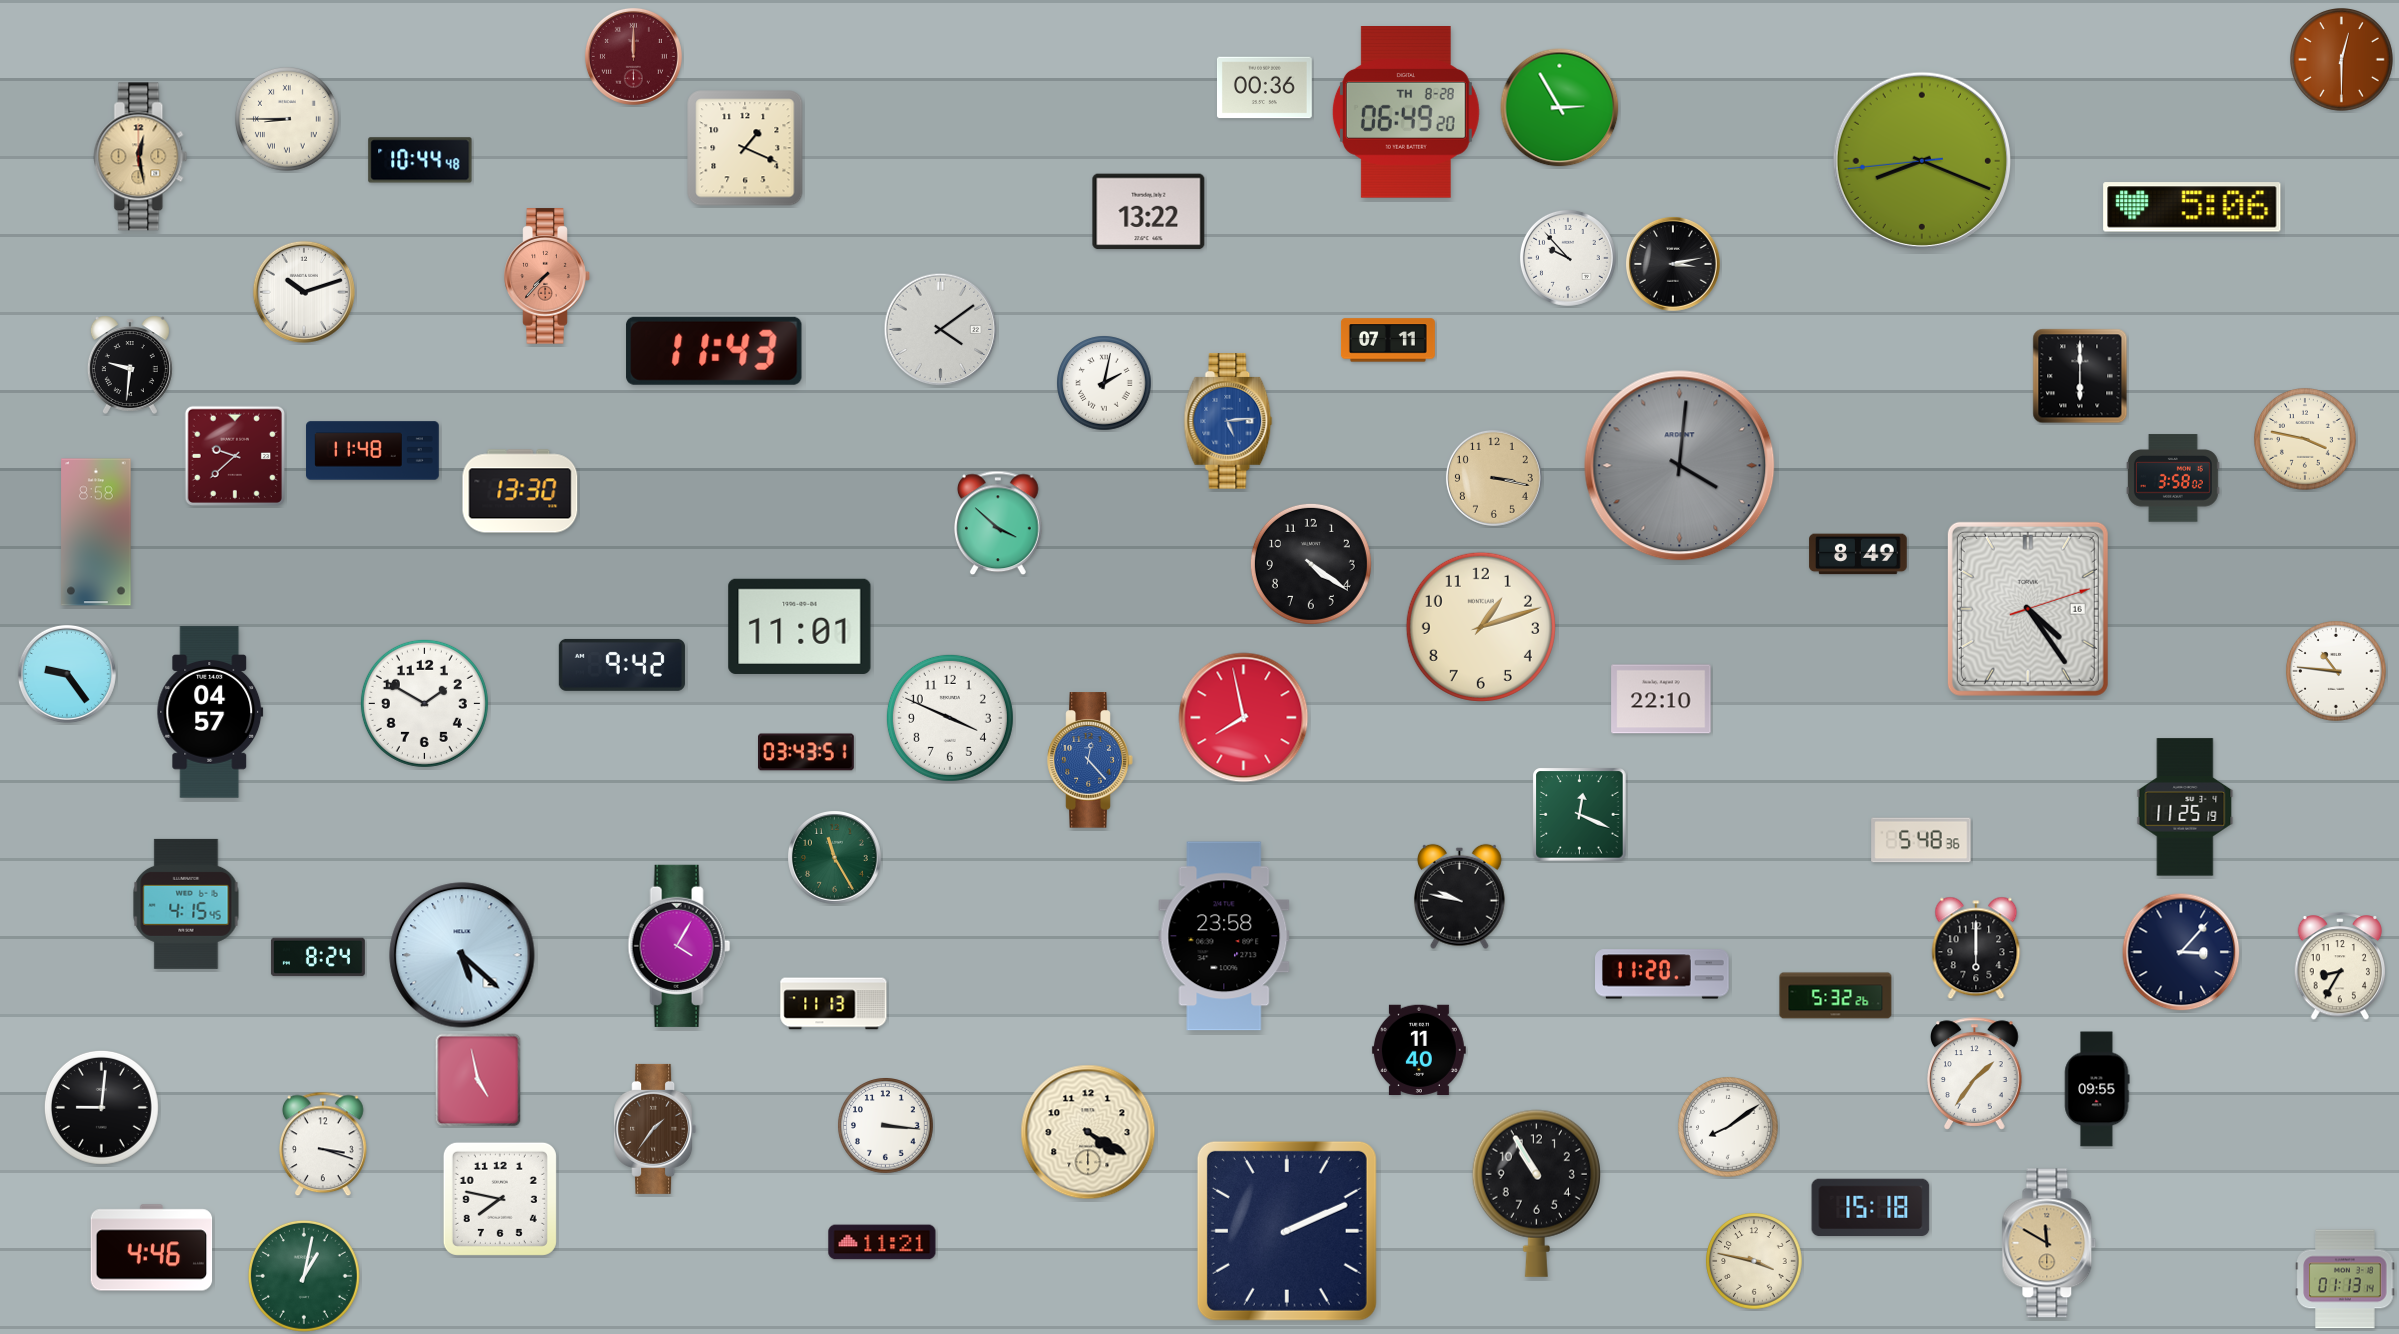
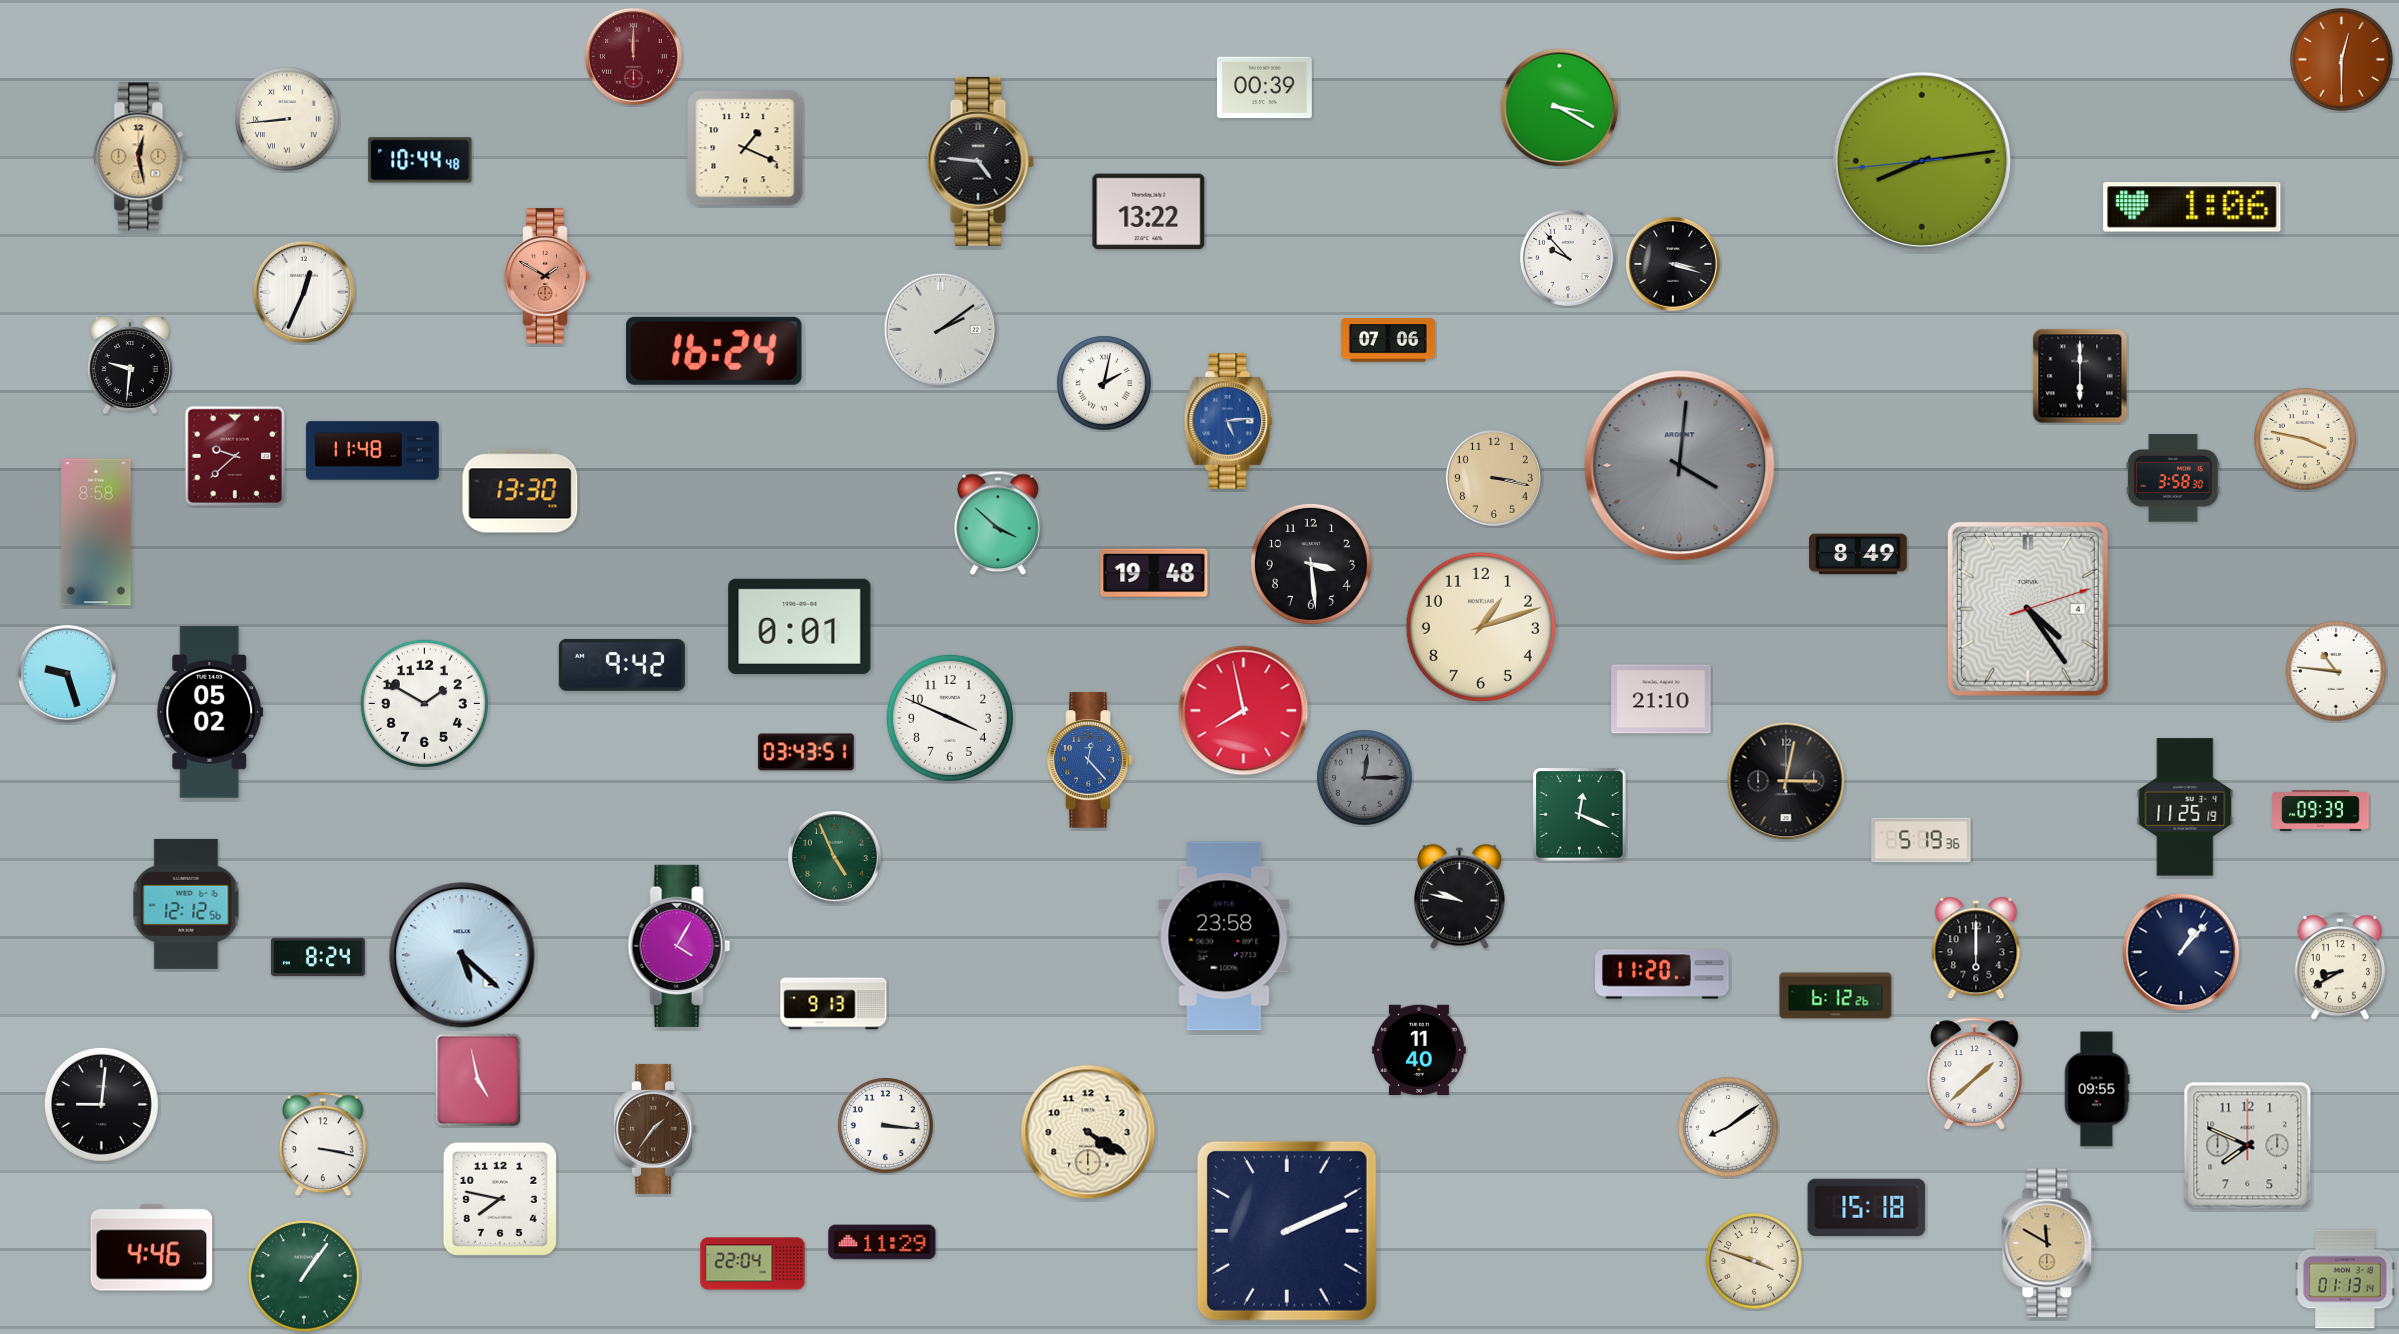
clock at (1264, 88): 00:36 -> 00:39
clock at (1560, 108): 2:55 -> 3:20
clock at (1406, 113): 06:49 -> none
clock at (288, 120): 8:45 -> 8:44
clock at (980, 161): none -> 4:46
clock at (1922, 161): 8:18 -> 8:13
clock at (2192, 207): 5:06 -> 1:06
clock at (1673, 264): 3:13 -> 3:18
clock at (547, 276): 7:37 -> 1:50
clock at (304, 292): 10:12 -> 12:34
clock at (941, 330): 4:09 -> 2:09
clock at (1388, 340): 07:11 -> 07:06
clock at (714, 351): 11:43 -> 16:24
clock at (2173, 478): 3:58:02 -> 3:58:30
clock at (1311, 564): 4:21 -> 3:29
clock at (1154, 573): none -> 19:48
clock at (2028, 609) date: 16 -> 4
clock at (800, 626): 11:01 -> 0:01
clock at (67, 674): 9:24 -> 9:27
clock at (1661, 699): 22:10 -> 21:10
clock at (210, 712): 04:57 -> 05:02
clock at (1244, 718) position: (1244, 718) -> (1244, 711)
clock at (1365, 778): none -> 12:15
clock at (1786, 781): none -> 3:02
clock at (2321, 811): none -> 09:39
clock at (1921, 840): 5:48 -> 5:19
clock at (835, 858): 11:25 -> 4:56
clock at (186, 904): 4:15 -> 12:12
clock at (2181, 952): 3:07 -> 1:07
clock at (2340, 967): 8:35 -> 8:40
clock at (1836, 996): 5:32 -> 6:12
clock at (834, 1004): 11:13 -> 9:13
clock at (1975, 1074): 1:36 -> 1:38
clock at (101, 1107) position: (101, 1107) -> (101, 1104)
clock at (324, 1144): 3:18 -> 3:17
clock at (2248, 1146): none -> 7:49
clock at (1536, 1193): 10:55 -> none
clock at (1871, 1208) position: (1871, 1208) -> (1867, 1208)
clock at (882, 1242): 11:21 -> 11:29
clock at (1754, 1261): 3:47 -> 3:48
clock at (753, 1264): none -> 22:04
clock at (304, 1276): 1:02 -> 1:06
